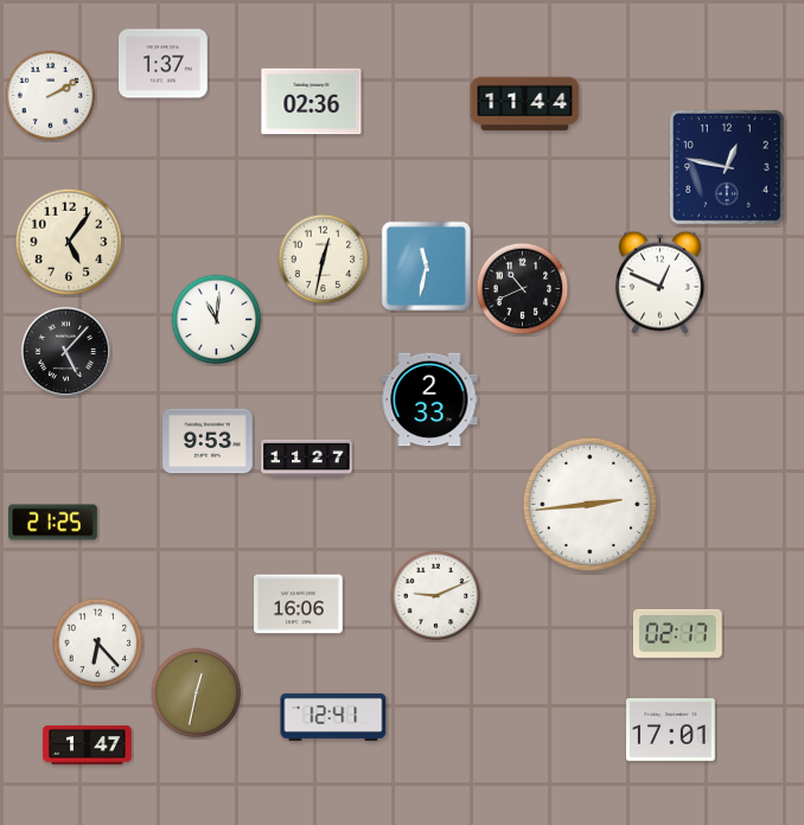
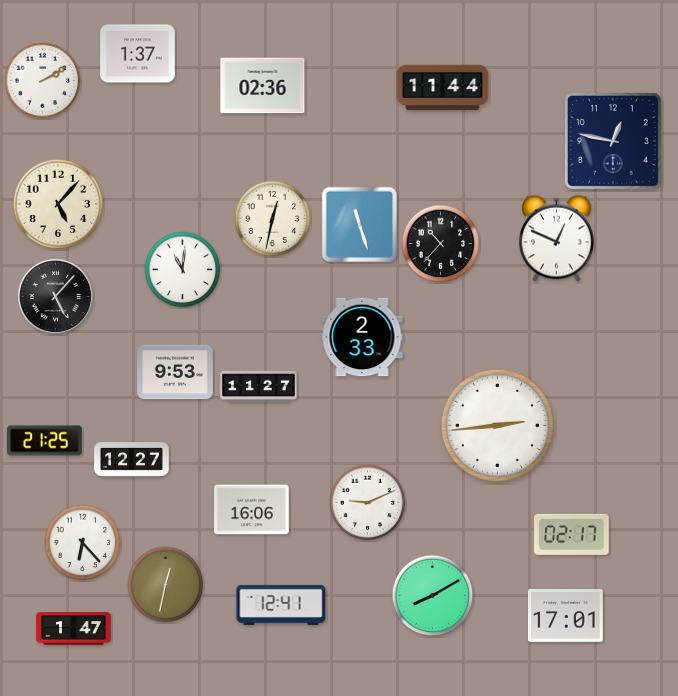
clock at (69, 242): 5:06 -> 5:07
clock at (426, 266): 11:32 -> 11:27
clock at (523, 289): 10:41 -> 10:37
clock at (132, 460): none -> 12:27
clock at (433, 596): none -> 8:10
